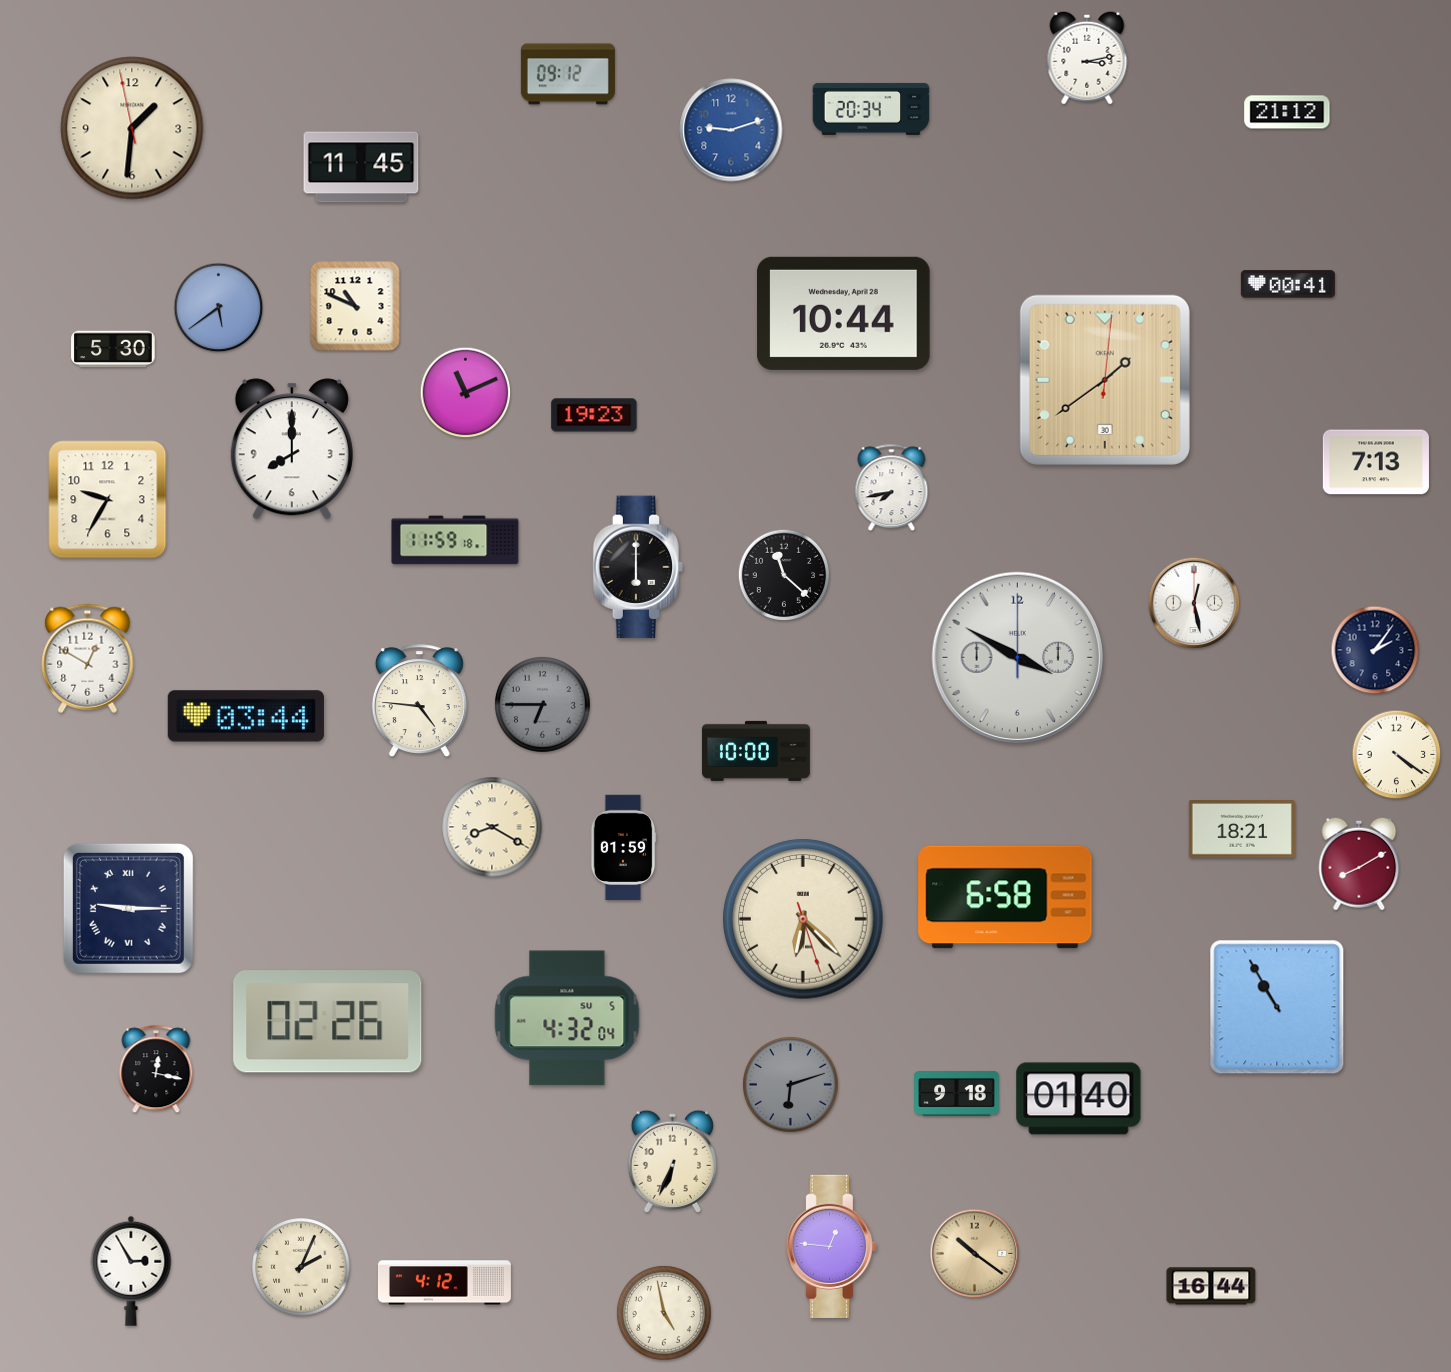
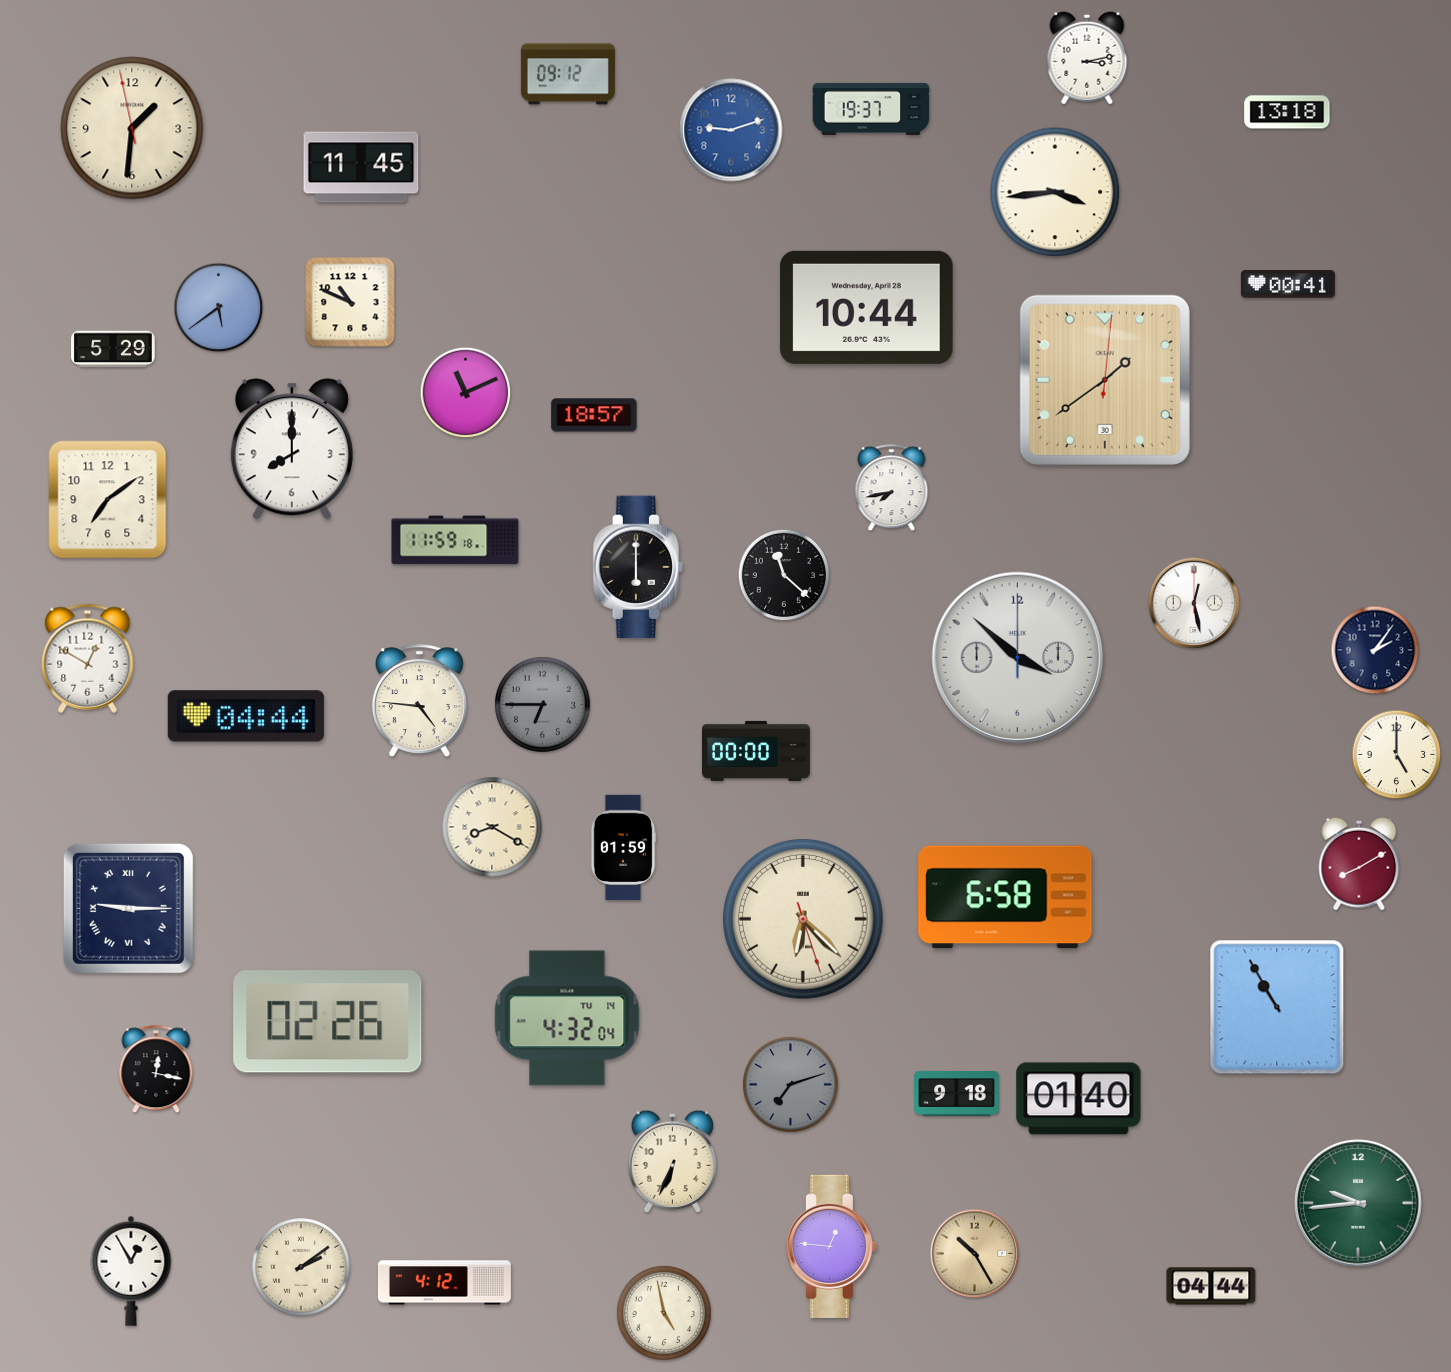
clock at (871, 109): 20:34 -> 19:37
clock at (1287, 112): 21:12 -> 13:18
clock at (1055, 192): none -> 3:44
clock at (355, 306) position: (355, 306) -> (350, 302)
clock at (844, 313) position: (844, 313) -> (867, 307)
clock at (113, 349): 5:30 -> 5:29
clock at (594, 415): 19:23 -> 18:57
clock at (1376, 462): 7:13 -> none
clock at (108, 500): 9:35 -> 7:09
clock at (1017, 657): 3:50 -> 3:52
clock at (246, 716): 03:44 -> 04:44
clock at (756, 751): 10:00 -> 00:00
clock at (1397, 755): 4:21 -> 5:00
clock at (1242, 830): 18:21 -> none
clock at (567, 1018) date: SU 5 -> TU 14
clock at (791, 1085): 6:12 -> 7:12
clock at (1358, 1203): none -> 9:44
clock at (975, 1254): 10:21 -> 10:25
clock at (301, 1267): 2:04 -> 2:09
clock at (131, 1271): 2:55 -> 12:55
clock at (1211, 1286): 16:44 -> 04:44
